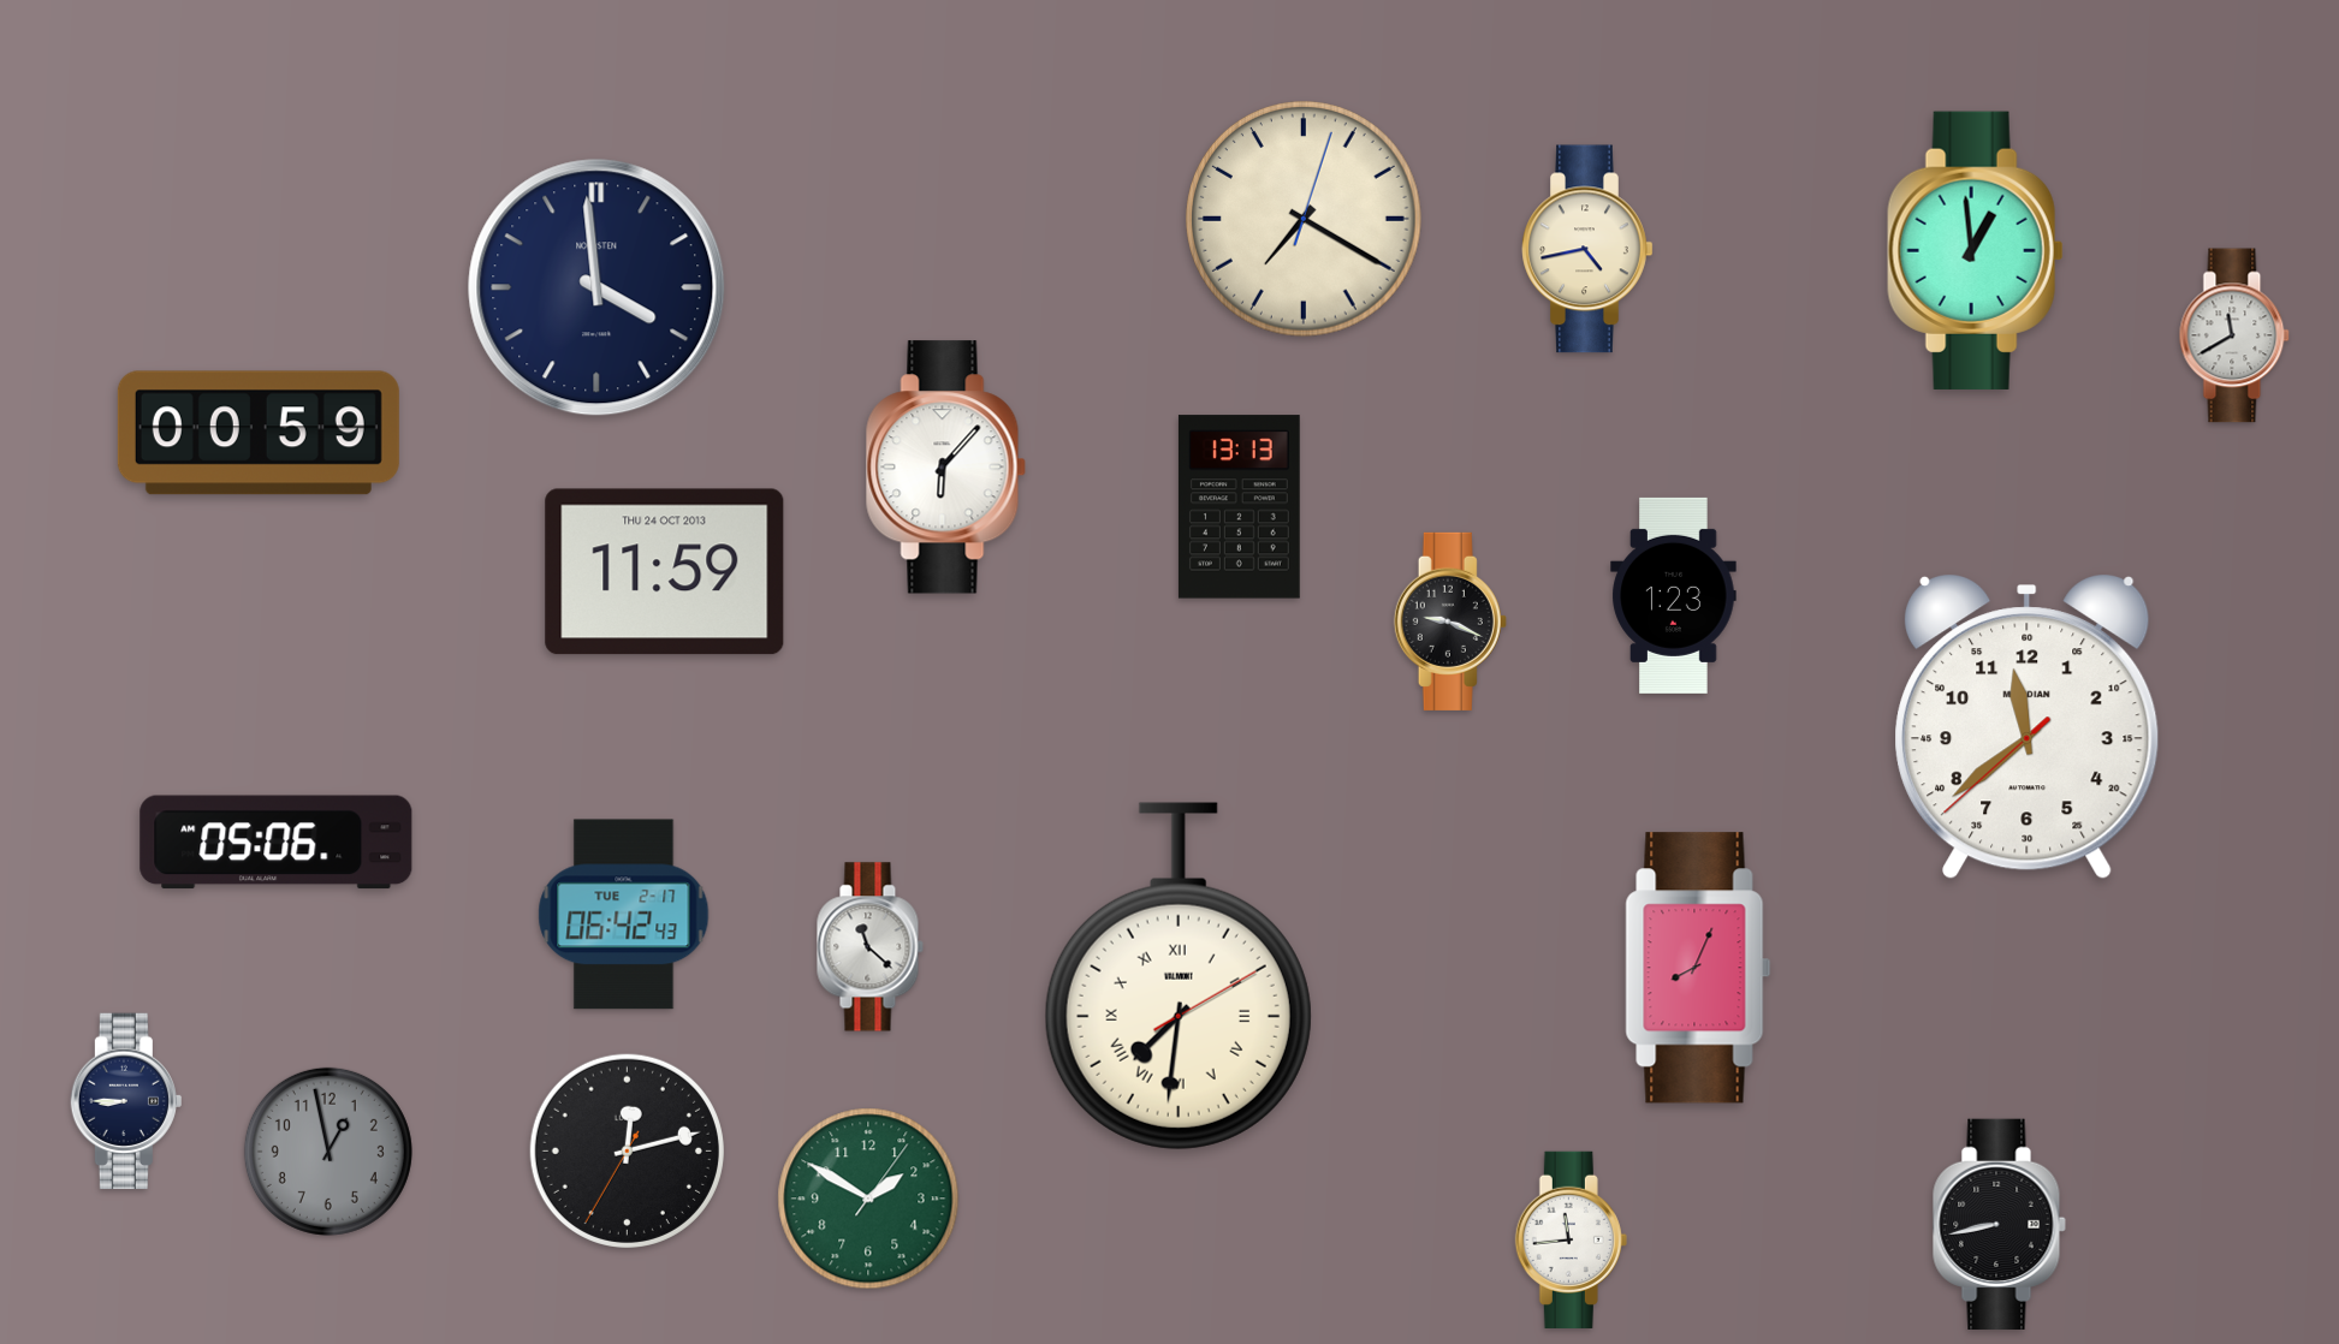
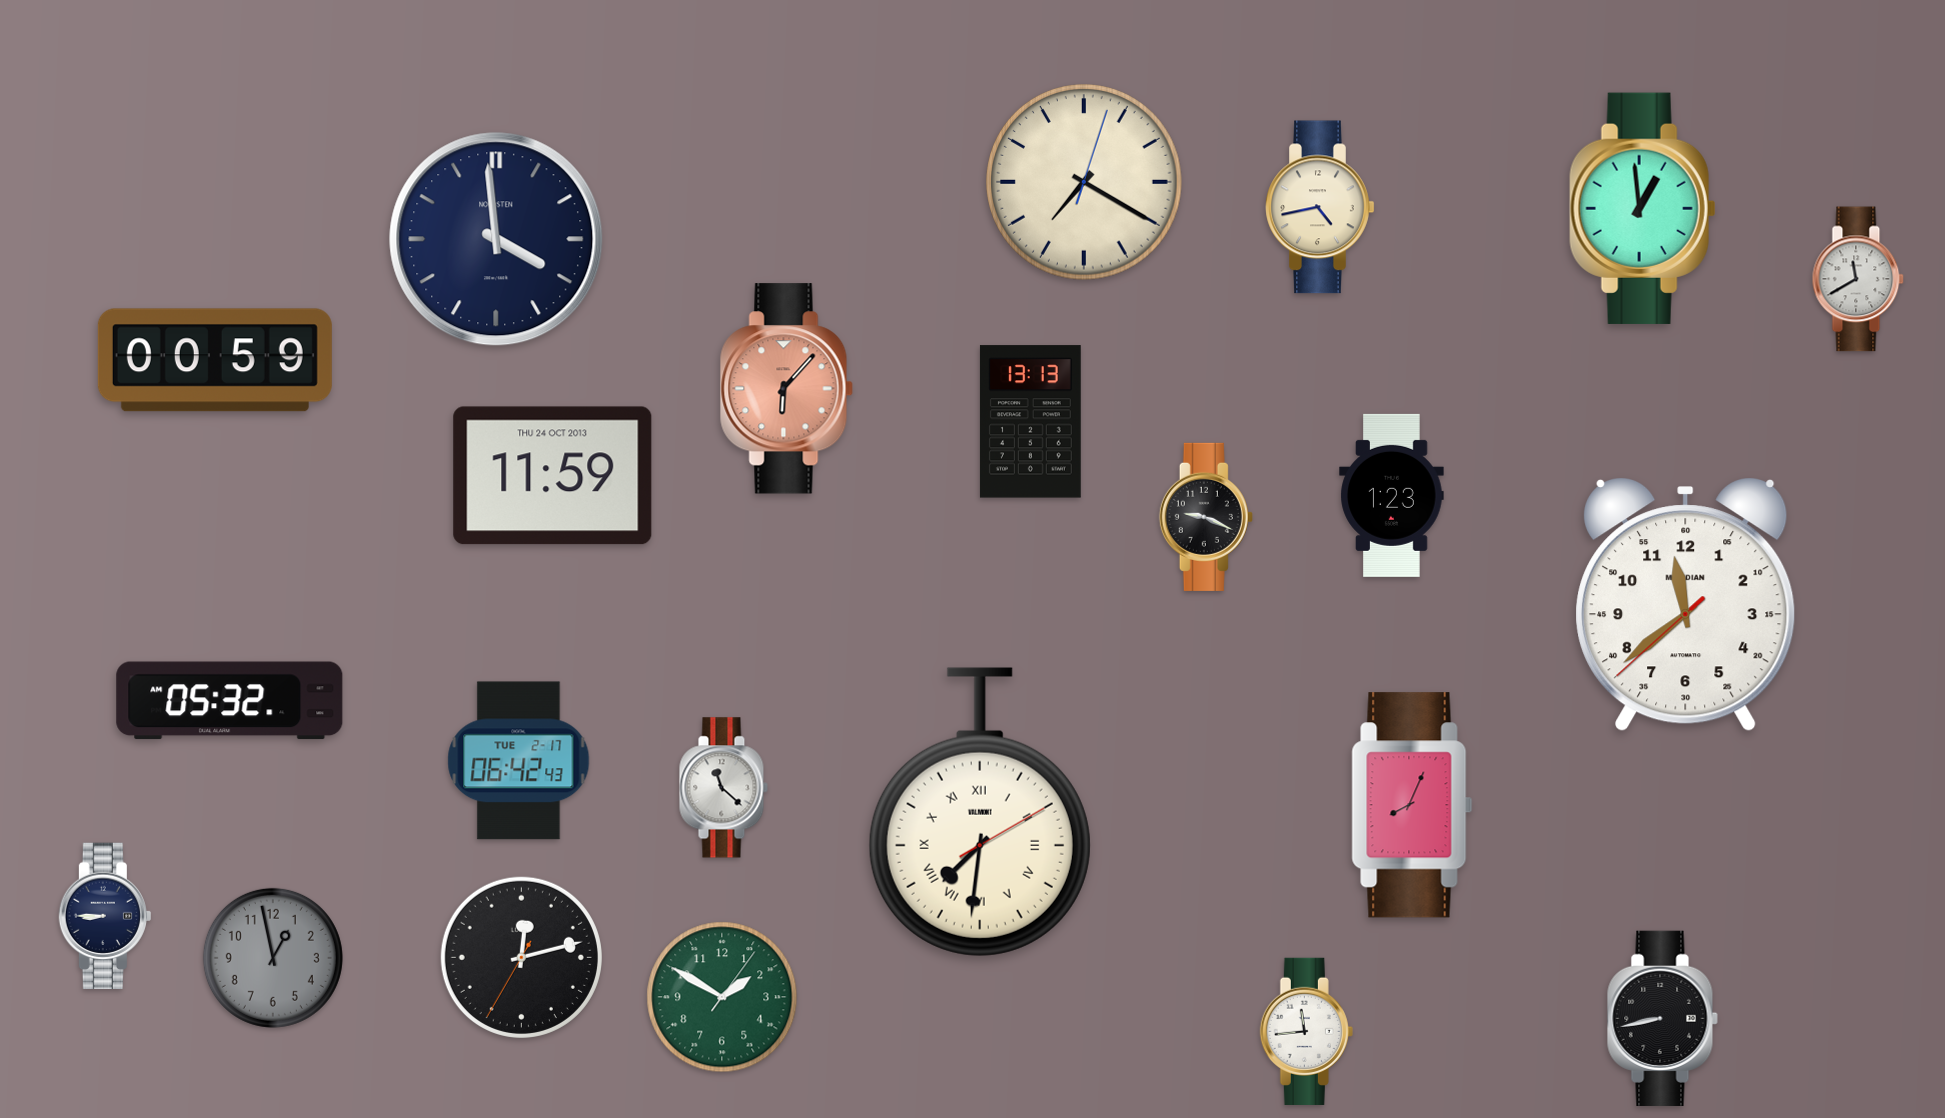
clock at (945, 468) dial: white -> salmon
clock at (277, 843): 05:06 -> 05:32
